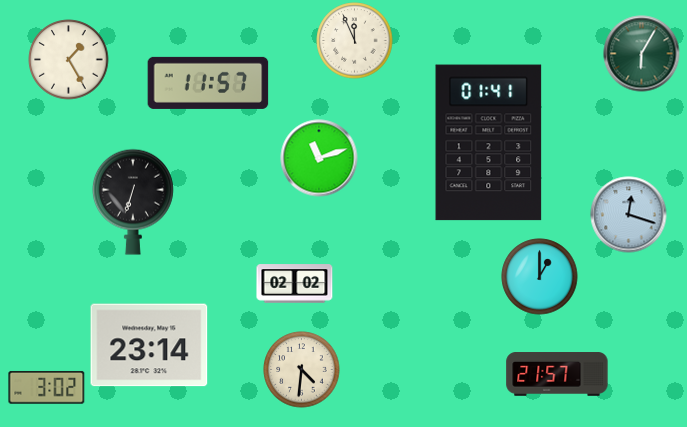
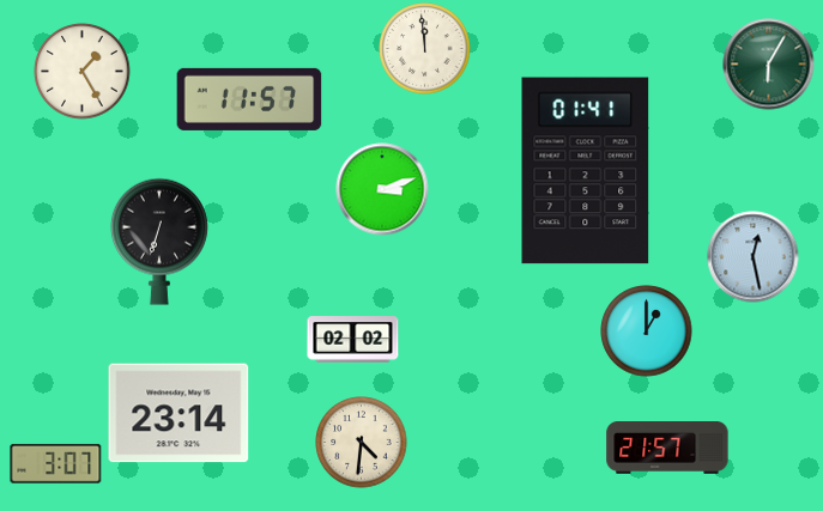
clock at (355, 41): 11:56 -> 11:59
clock at (319, 158): 11:12 -> 3:12
clock at (629, 215): 12:18 -> 12:28
clock at (47, 387): 3:02 -> 3:07
